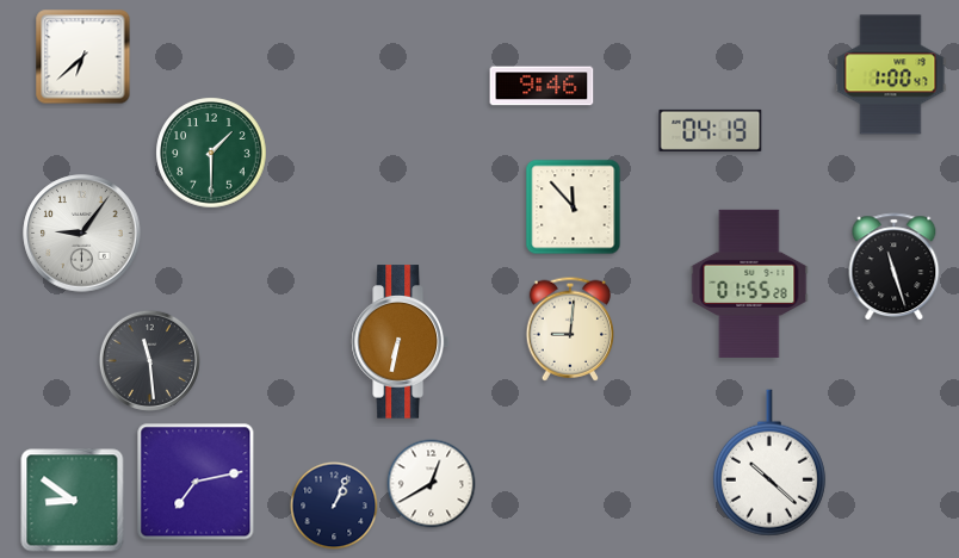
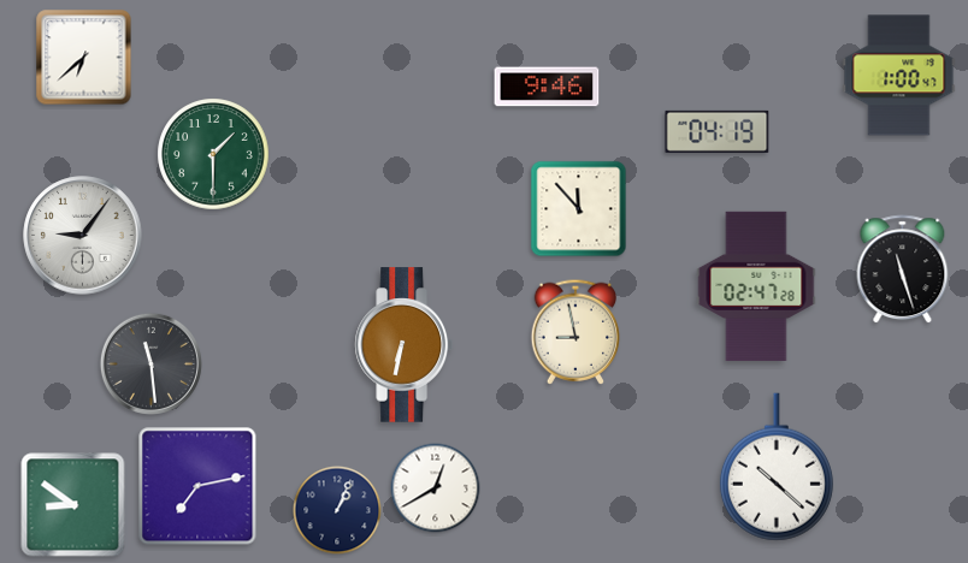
clock at (749, 284): 01:55 -> 02:47
clock at (569, 329): 9:01 -> 8:58
